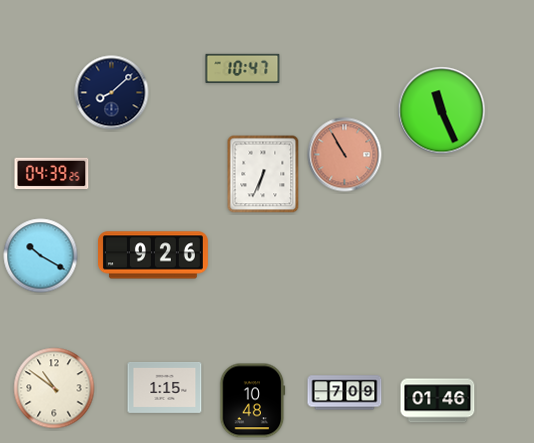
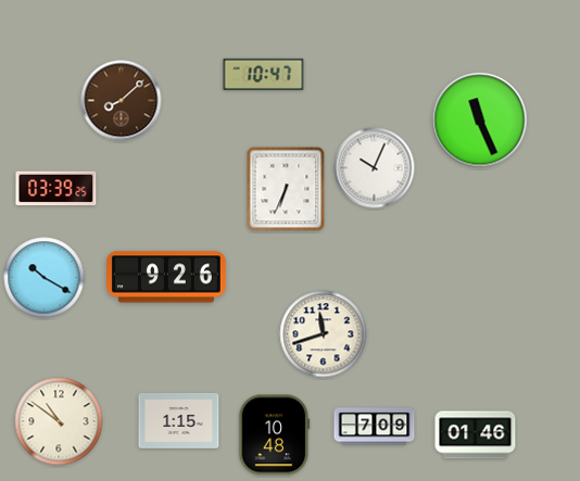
clock at (112, 93) dial: navy -> brown
clock at (345, 155): 10:55 -> 10:04
clock at (345, 155) dial: salmon -> white
clock at (52, 174): 04:39 -> 03:39
clock at (324, 334): none -> 11:42
